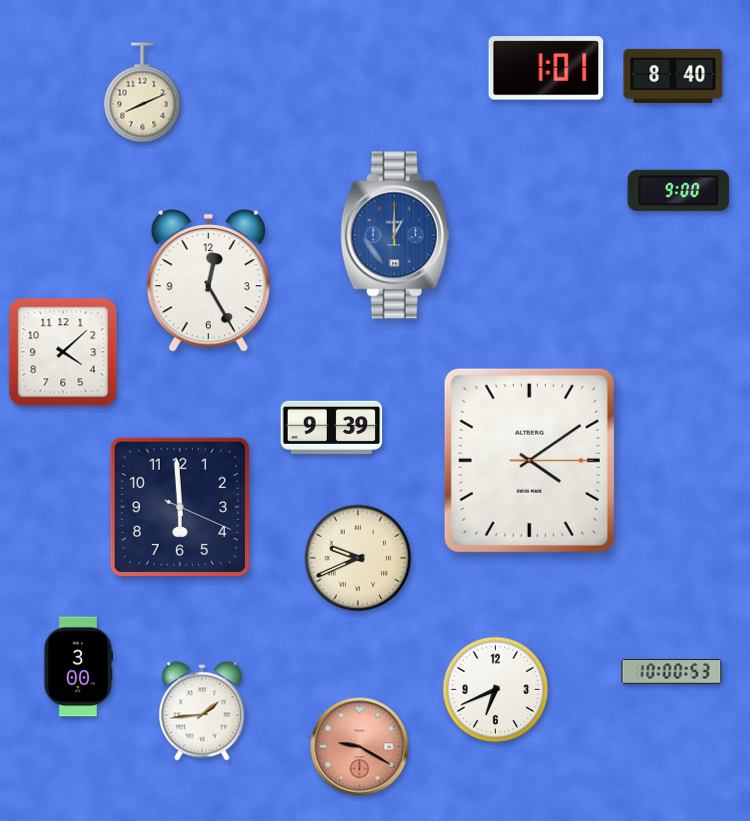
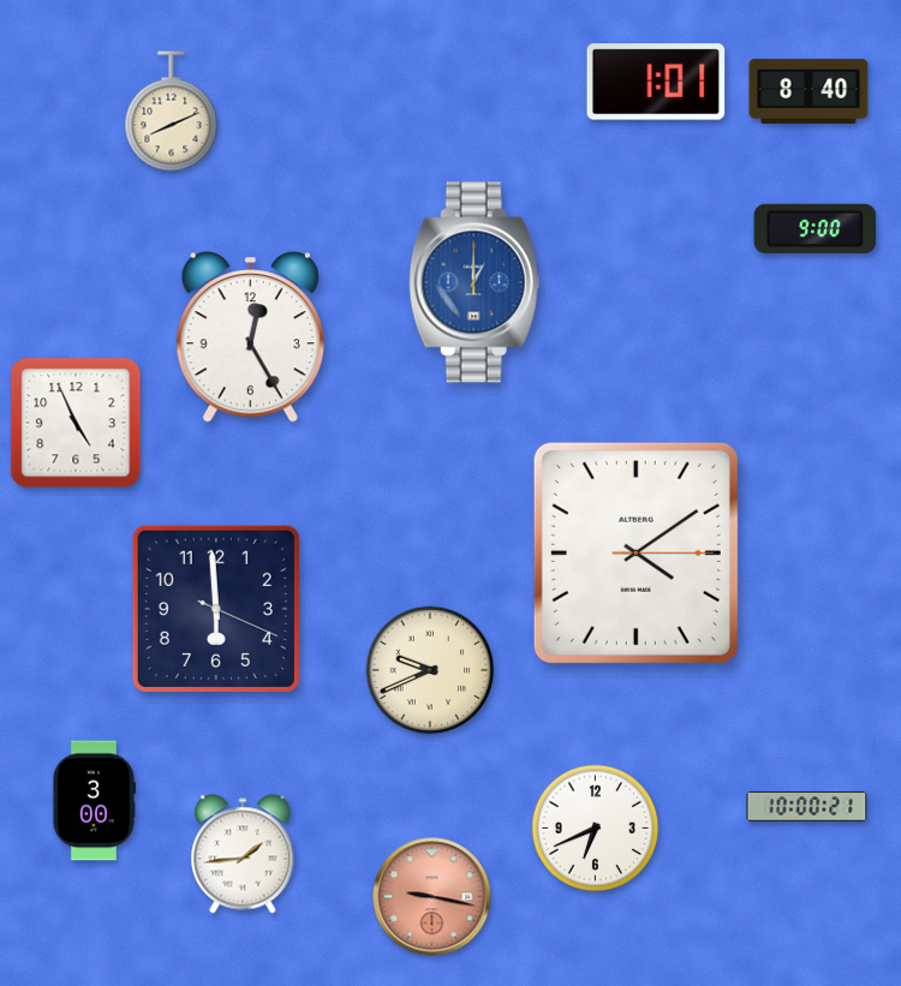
clock at (63, 352): 4:08 -> 4:56
clock at (332, 427): 9:39 -> none
clock at (672, 672): 10:00:53 -> 10:00:21
clock at (360, 747): 9:20 -> 9:17
